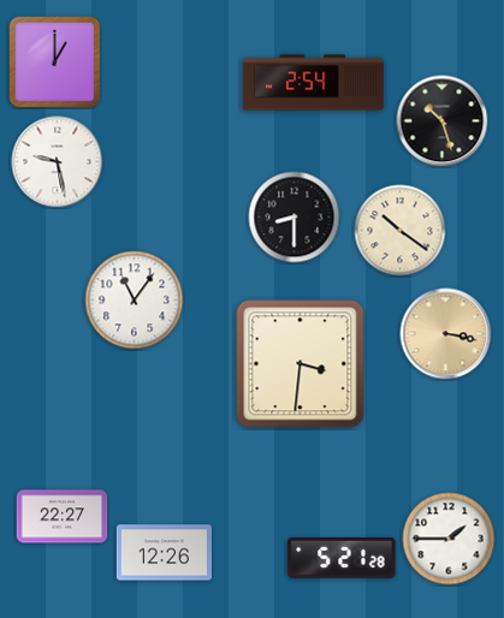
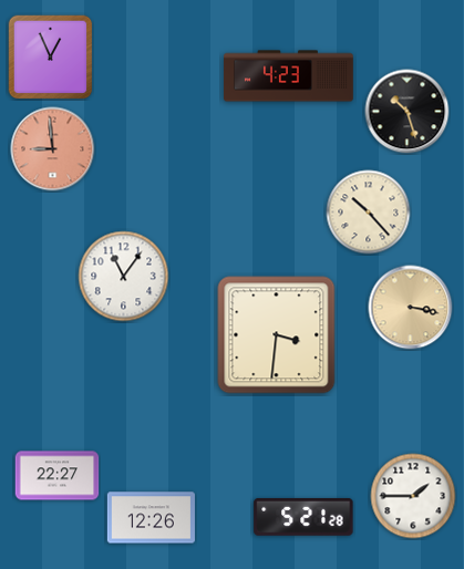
clock at (54, 61): 1:00 -> 12:56
clock at (314, 83): 2:54 -> 4:23
clock at (58, 162): 9:28 -> 8:59
clock at (58, 162) dial: white -> salmon
clock at (295, 218): 8:30 -> none
clock at (401, 231): 10:21 -> 10:23
clock at (164, 553) position: (164, 553) -> (151, 518)
clock at (342, 558) position: (342, 558) -> (303, 517)
